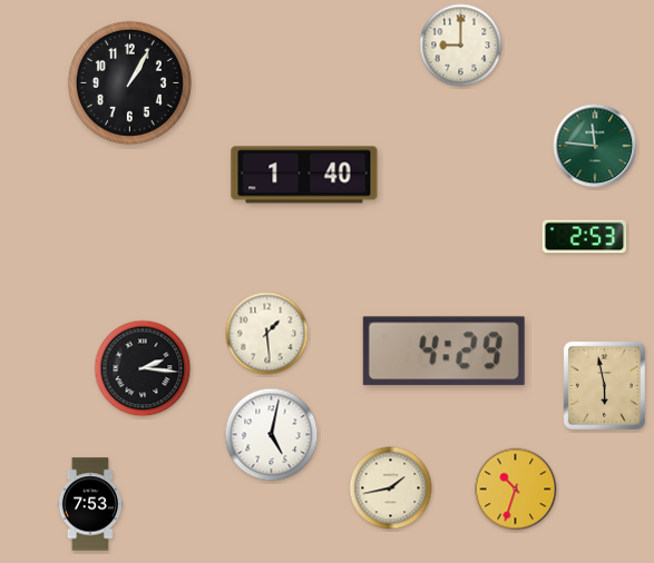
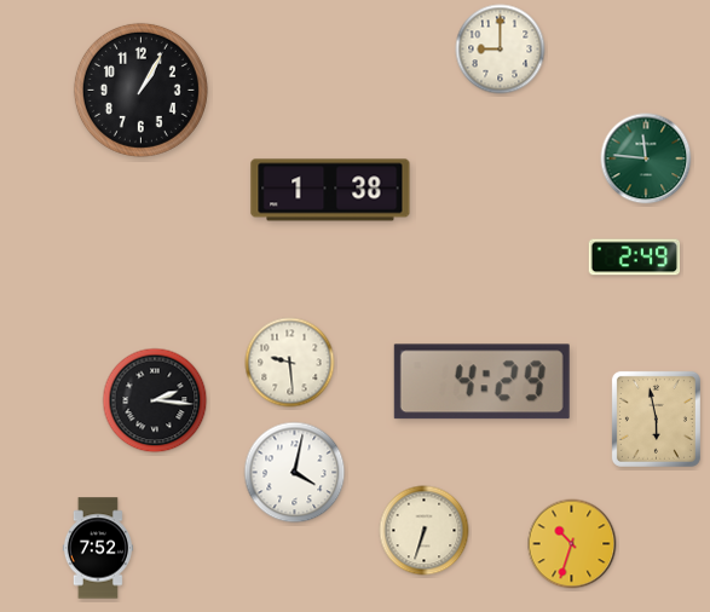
clock at (304, 175): 1:40 -> 1:38
clock at (585, 237): 2:53 -> 2:49
clock at (267, 334): 1:29 -> 9:29
clock at (272, 435): 5:02 -> 4:02
clock at (391, 488): 1:43 -> 6:33
clock at (516, 490) position: (516, 490) -> (572, 544)
clock at (90, 504): 7:53 -> 7:52
